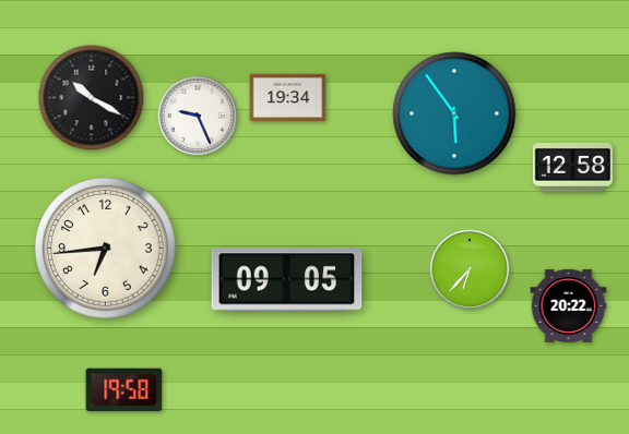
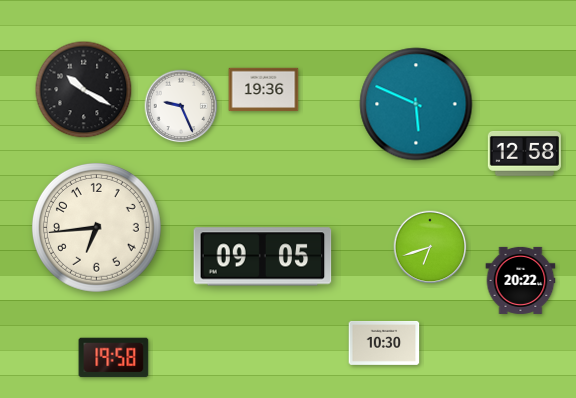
clock at (288, 98): 19:34 -> 19:36
clock at (454, 113): 5:54 -> 5:49
clock at (470, 269): 6:37 -> 6:42
clock at (384, 343): none -> 10:30
